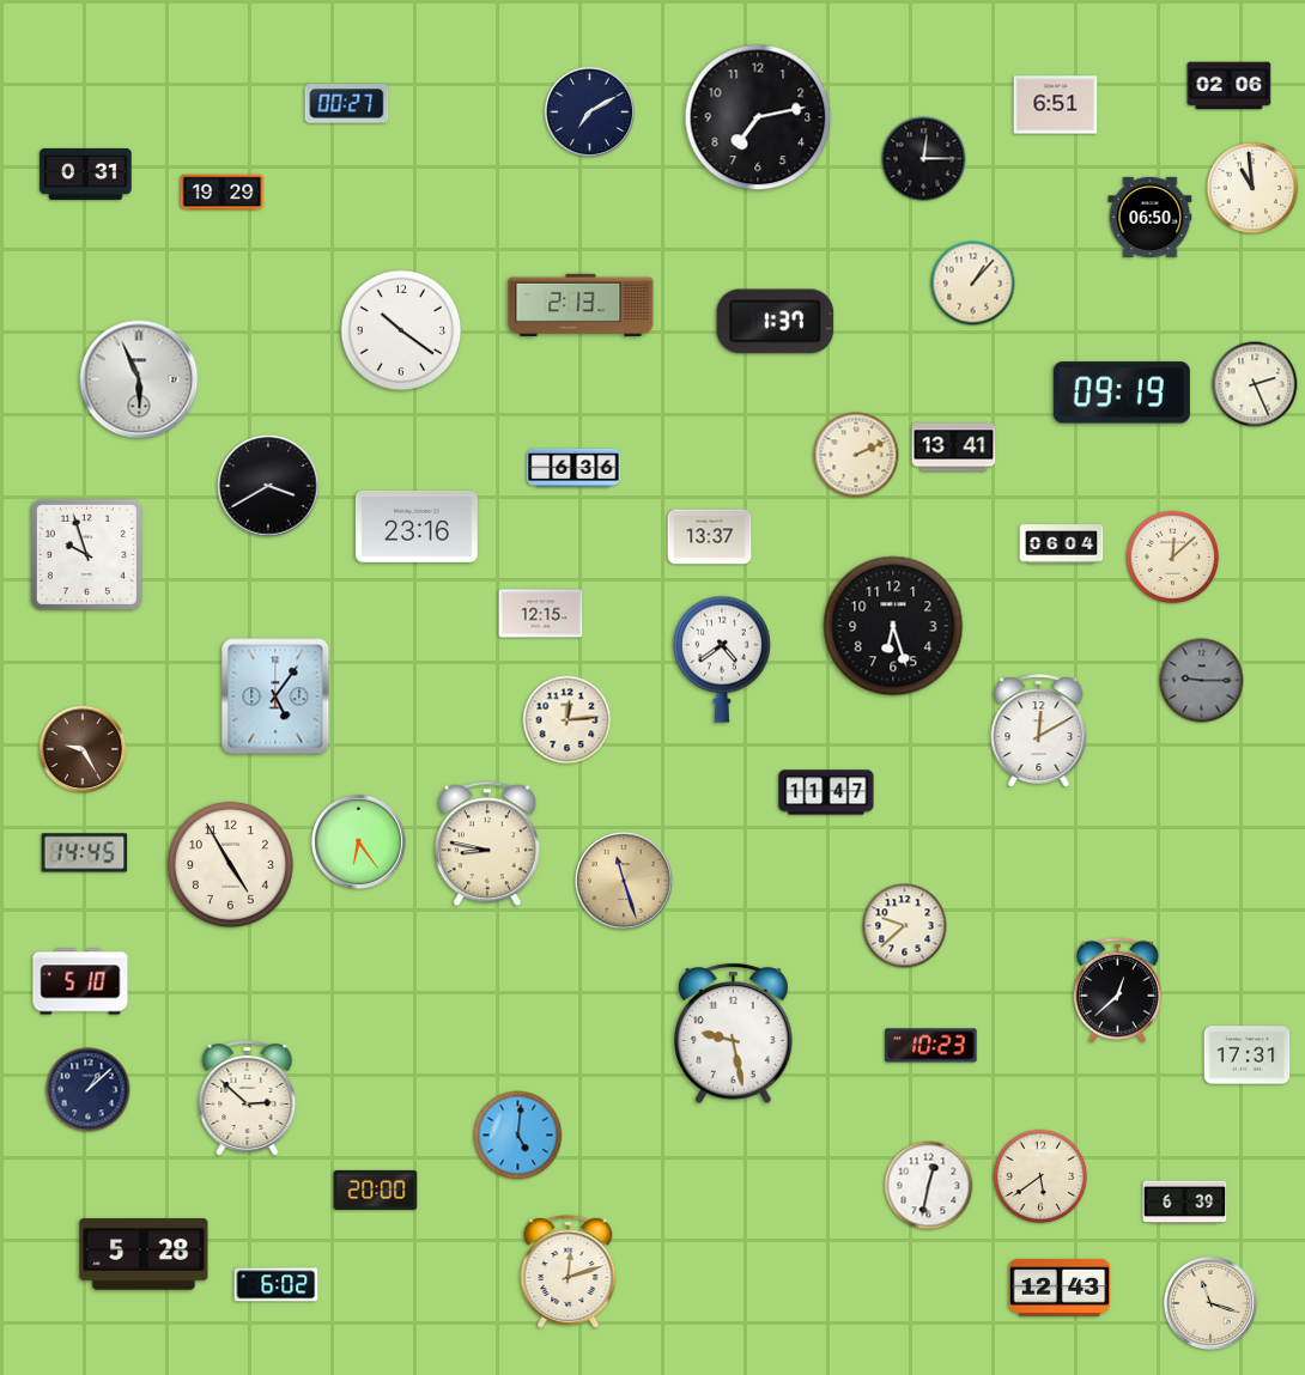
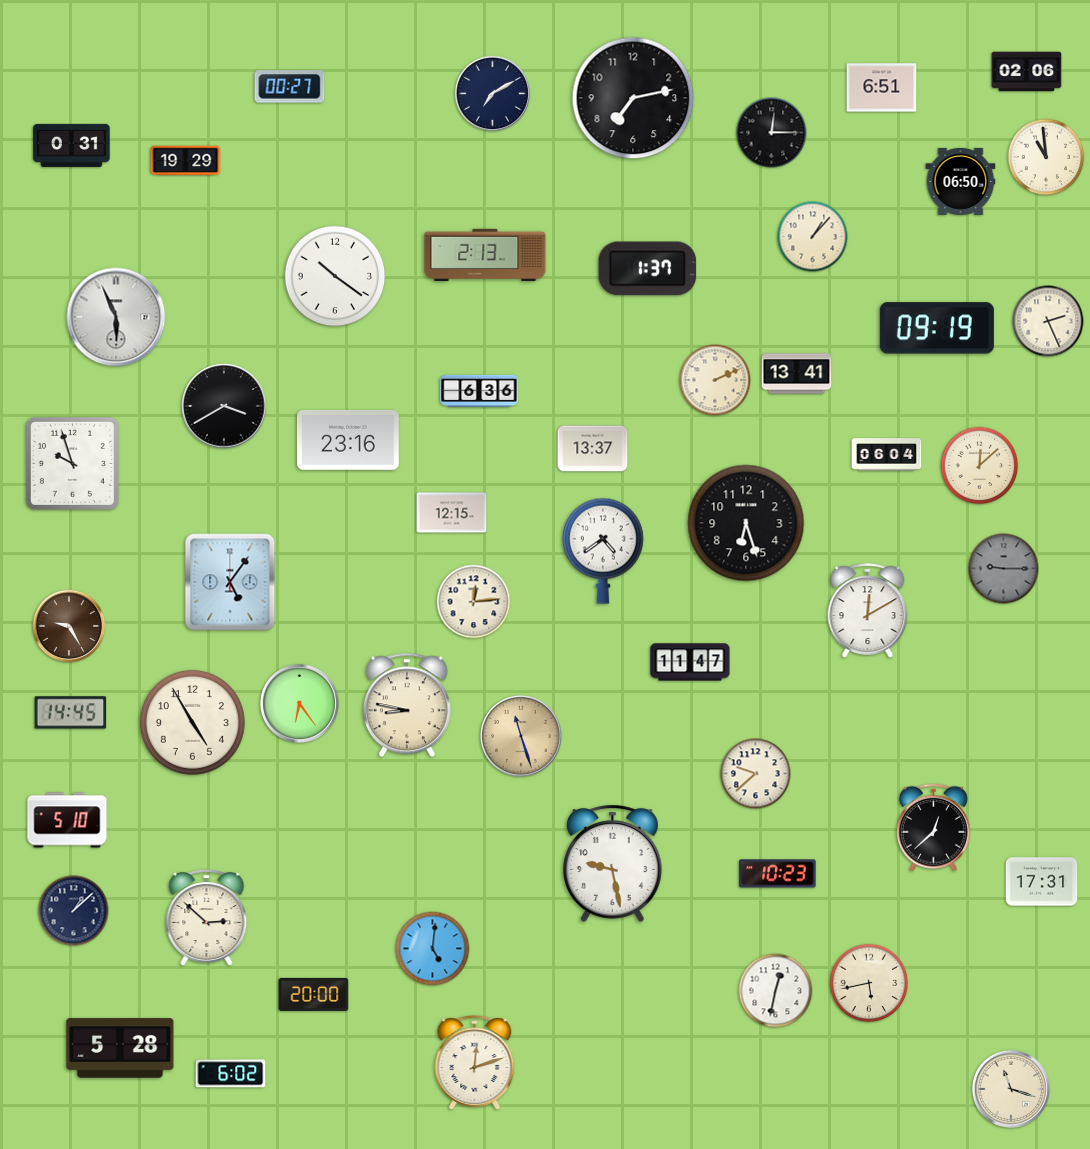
clock at (1040, 1176): 5:39 -> 5:43
clock at (1185, 1203): 6:39 -> none
clock at (1060, 1288): 12:43 -> none
